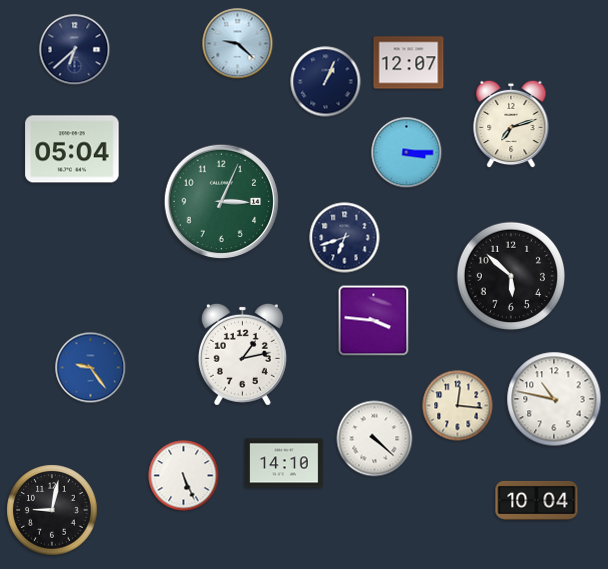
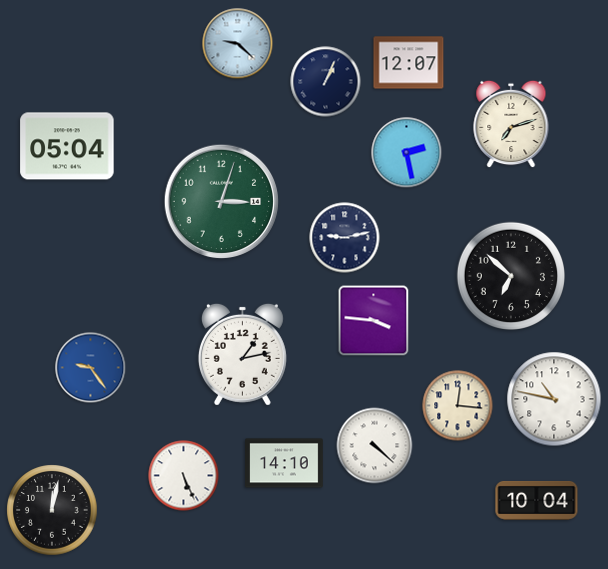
clock at (75, 50): 6:38 -> none
clock at (72, 149) position: (72, 149) -> (67, 146)
clock at (407, 153): 3:15 -> 2:28
clock at (222, 202): 3:04 -> 3:03
clock at (345, 238): 6:42 -> 9:13
clock at (510, 275): 5:52 -> 6:52
clock at (375, 439) position: (375, 439) -> (375, 446)
clock at (52, 510): 9:02 -> 12:02
